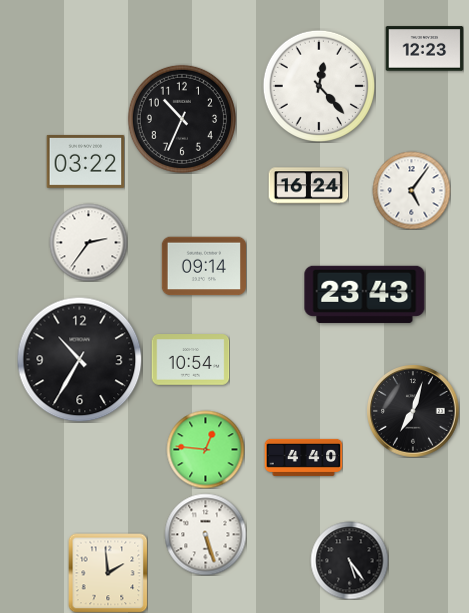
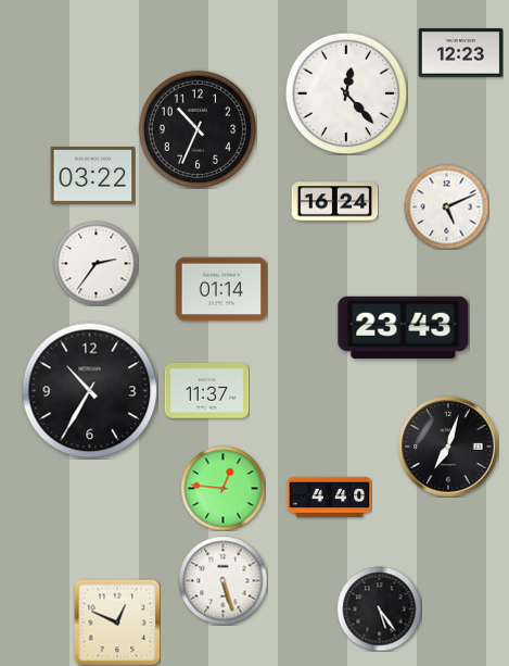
clock at (411, 190): 5:06 -> 5:11
clock at (203, 266): 09:14 -> 01:14
clock at (365, 294) position: (365, 294) -> (404, 327)
clock at (79, 359) position: (79, 359) -> (89, 390)
clock at (190, 360): 10:54 -> 11:37
clock at (108, 573): 1:59 -> 12:49
